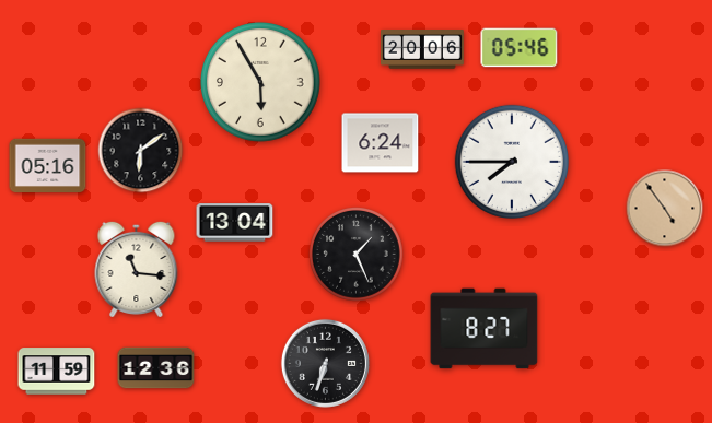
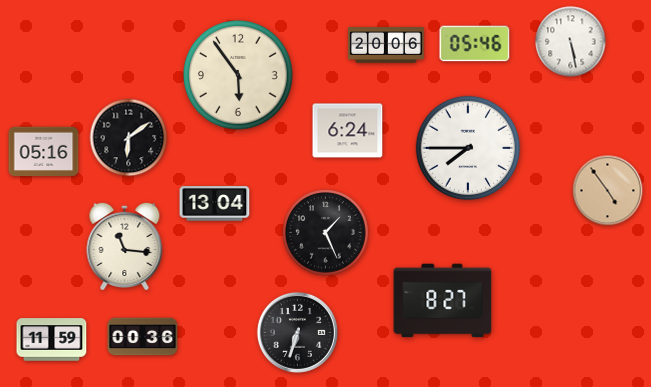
clock at (571, 42): none -> 5:28
clock at (261, 83): 5:55 -> 5:54
clock at (156, 368): 12:36 -> 00:36
